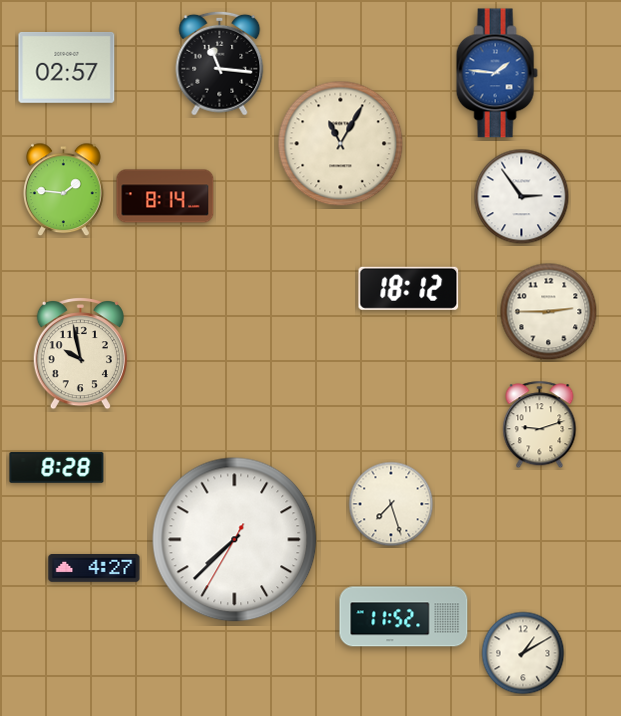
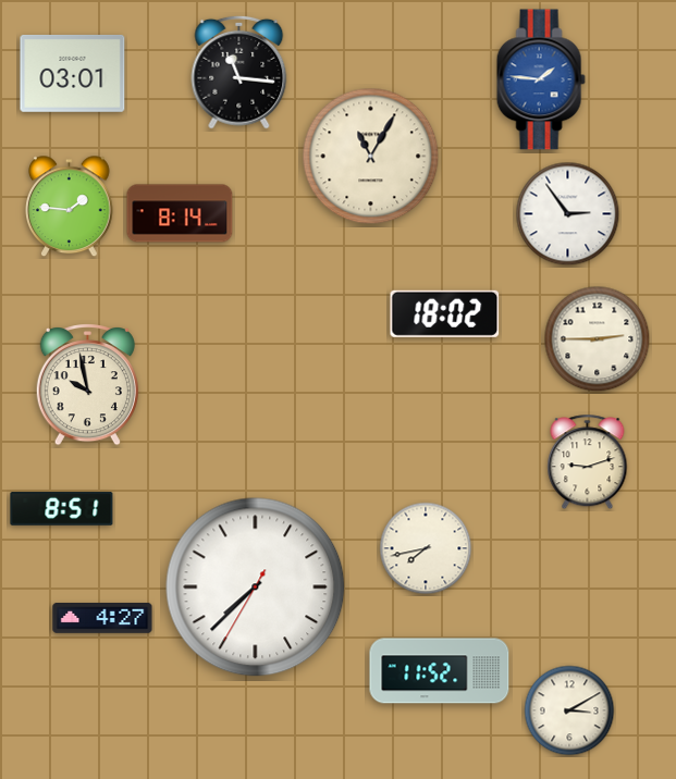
clock at (220, 63) position: (220, 63) -> (239, 72)
clock at (67, 67): 02:57 -> 03:01
clock at (409, 288): 18:12 -> 18:02
clock at (57, 468): 8:28 -> 8:51
clock at (391, 504): 7:27 -> 7:43
clock at (523, 653): 1:10 -> 3:10
